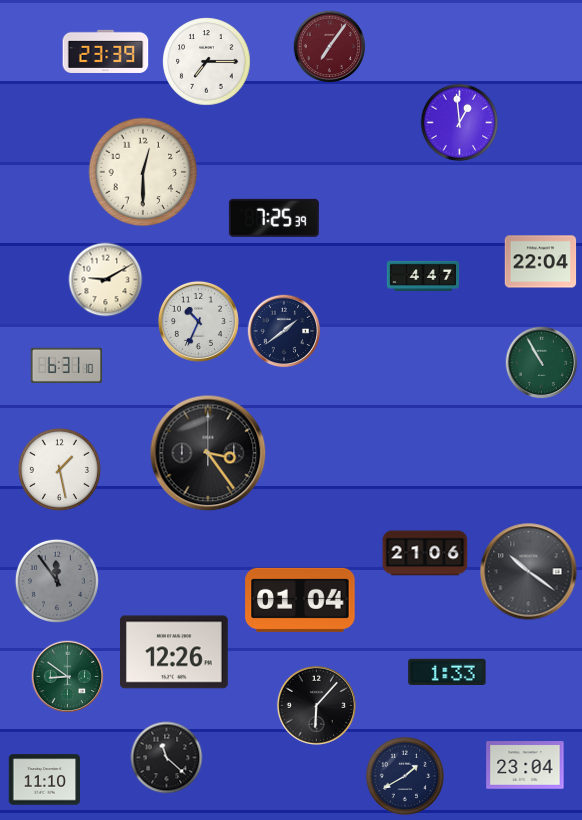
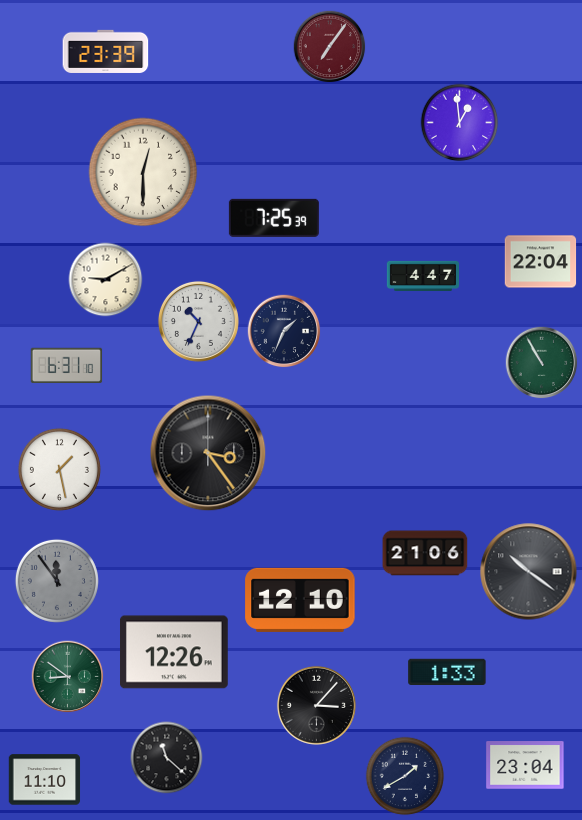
clock at (207, 62): 7:15 -> none
clock at (284, 331): 1:39 -> 1:34
clock at (300, 600): 01:04 -> 12:10
clock at (316, 705): 6:07 -> 3:07
